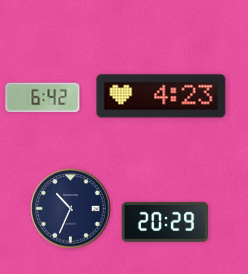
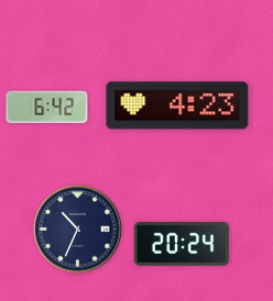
clock at (165, 222): 20:29 -> 20:24
